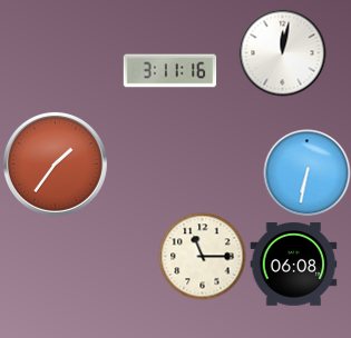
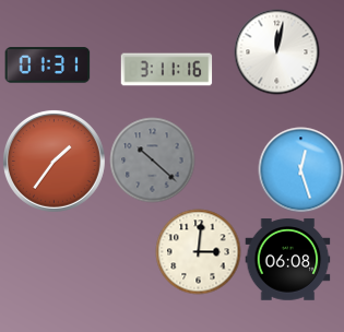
clock at (47, 66): none -> 01:31
clock at (152, 159): none -> 10:22
clock at (306, 172): 6:32 -> 12:27
clock at (202, 256): 11:15 -> 3:01
